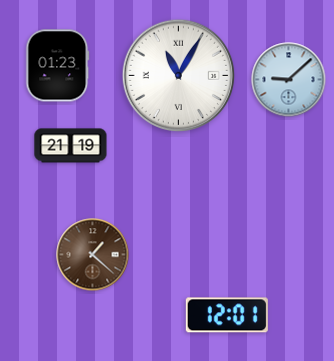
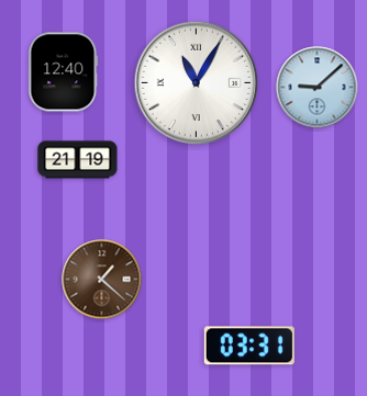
clock at (58, 66): 01:23 -> 12:40
clock at (227, 315): 12:01 -> 03:31
